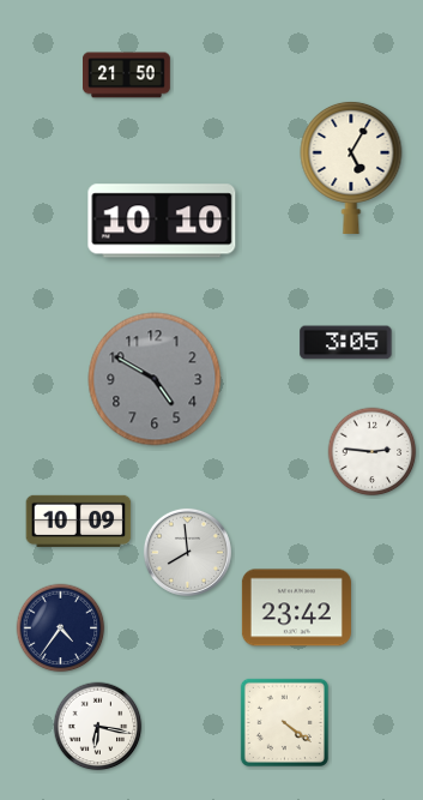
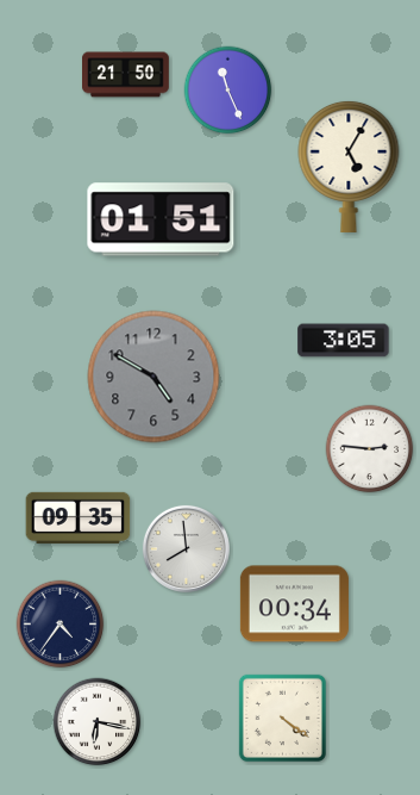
clock at (228, 91): none -> 11:26
clock at (162, 221): 10:10 -> 01:51
clock at (79, 521): 10:09 -> 09:35
clock at (296, 608): 23:42 -> 00:34
